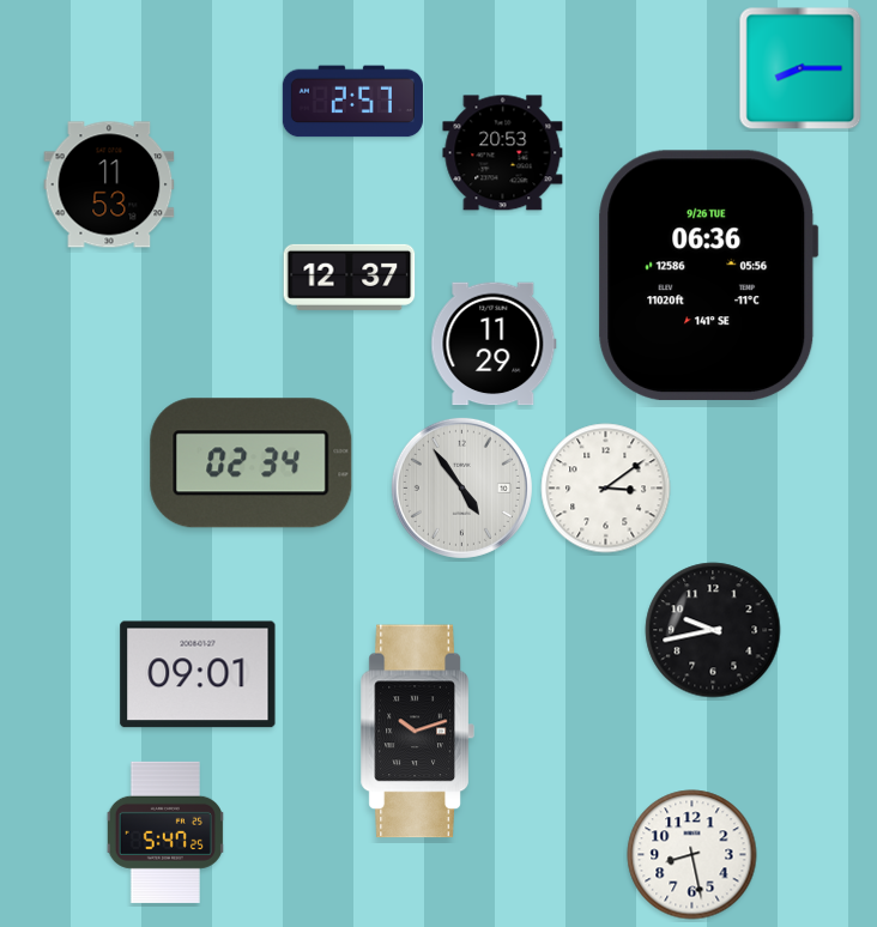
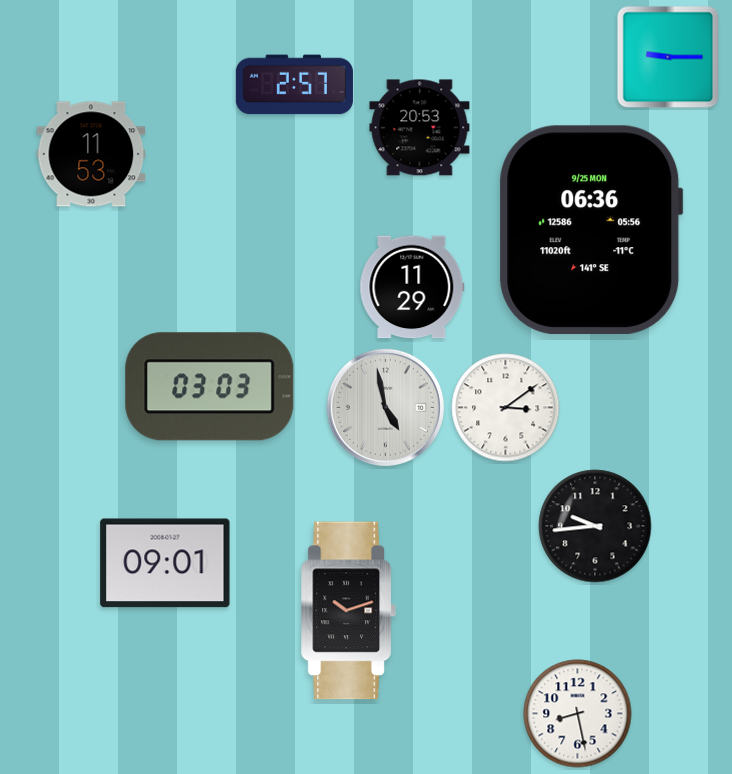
clock at (800, 68): 8:15 -> 9:15
clock at (708, 275) date: 9/26 TUE -> 9/25 MON
clock at (350, 277): 12:37 -> none
clock at (252, 463): 02:34 -> 03:03
clock at (461, 487): 4:54 -> 4:58
clock at (713, 630): 9:43 -> 9:44
clock at (165, 832): 5:47 -> none
